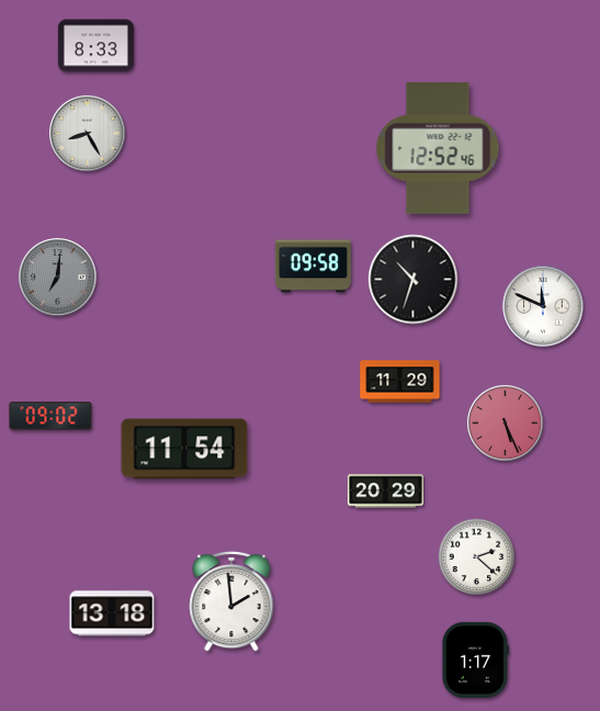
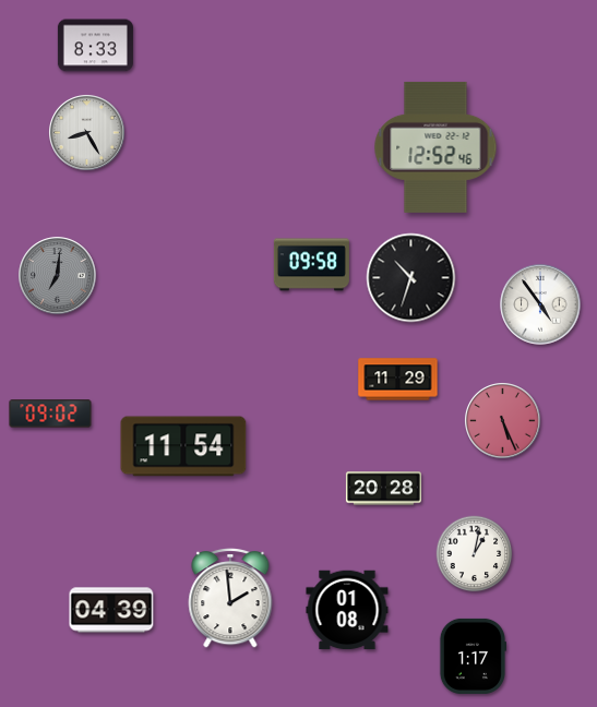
clock at (543, 306): 11:49 -> 4:54
clock at (385, 492): 20:29 -> 20:28
clock at (477, 557): 2:22 -> 1:02
clock at (112, 613): 13:18 -> 04:39
clock at (347, 610): none -> 01:08
